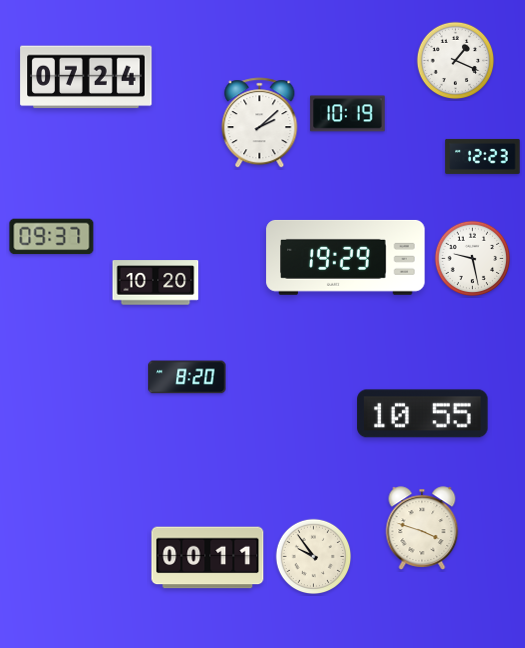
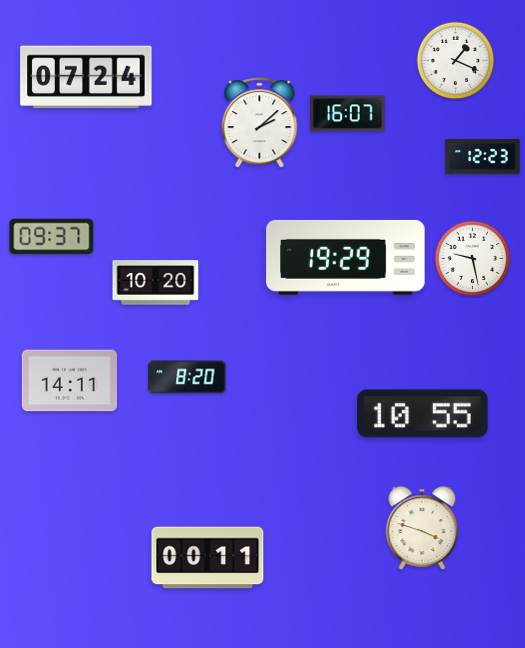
clock at (348, 114): 10:19 -> 16:07
clock at (69, 381): none -> 14:11
clock at (314, 557): 9:54 -> none
